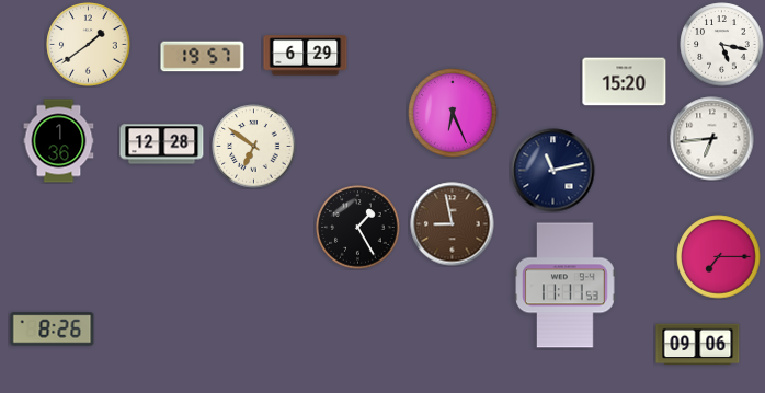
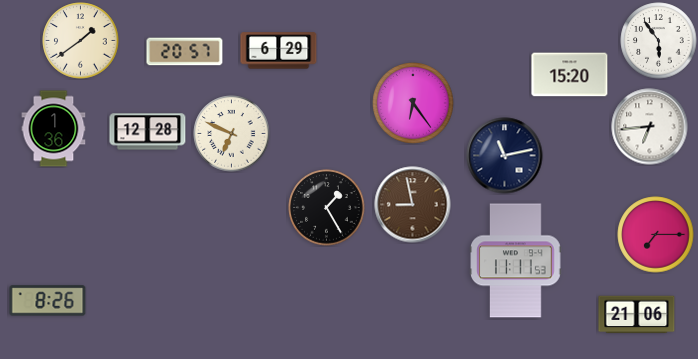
clock at (722, 45): 5:17 -> 5:54
clock at (203, 57): 19:57 -> 20:57
clock at (453, 113): 6:26 -> 6:24
clock at (254, 147): 6:51 -> 6:49
clock at (698, 345): 09:06 -> 21:06
